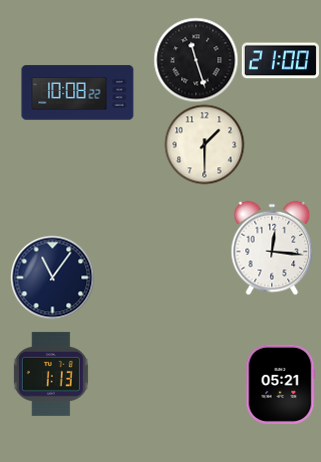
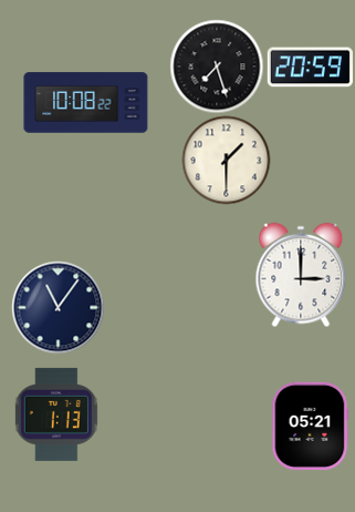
clock at (196, 60): 11:27 -> 7:27
clock at (280, 61): 21:00 -> 20:59
clock at (272, 248): 12:16 -> 3:00
